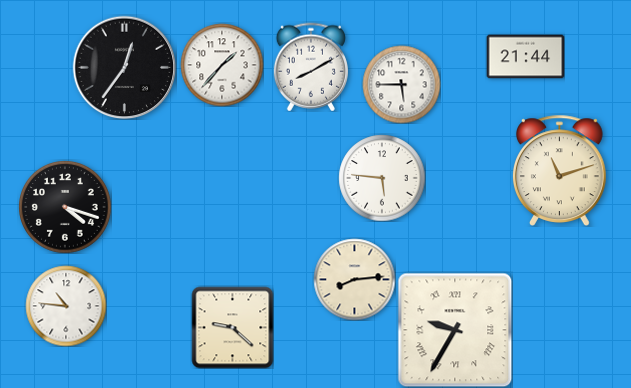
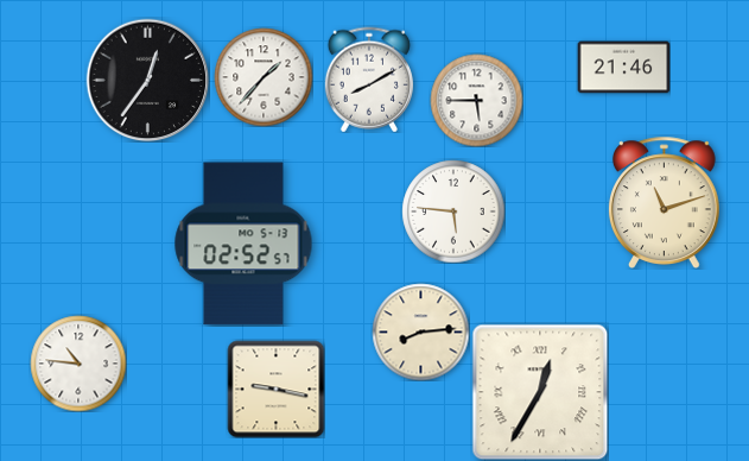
clock at (525, 57): 21:44 -> 21:46
clock at (243, 244): none -> 02:52
clock at (65, 207): 4:18 -> none
clock at (232, 327): 9:22 -> 9:17
clock at (455, 330): 9:35 -> 12:35
